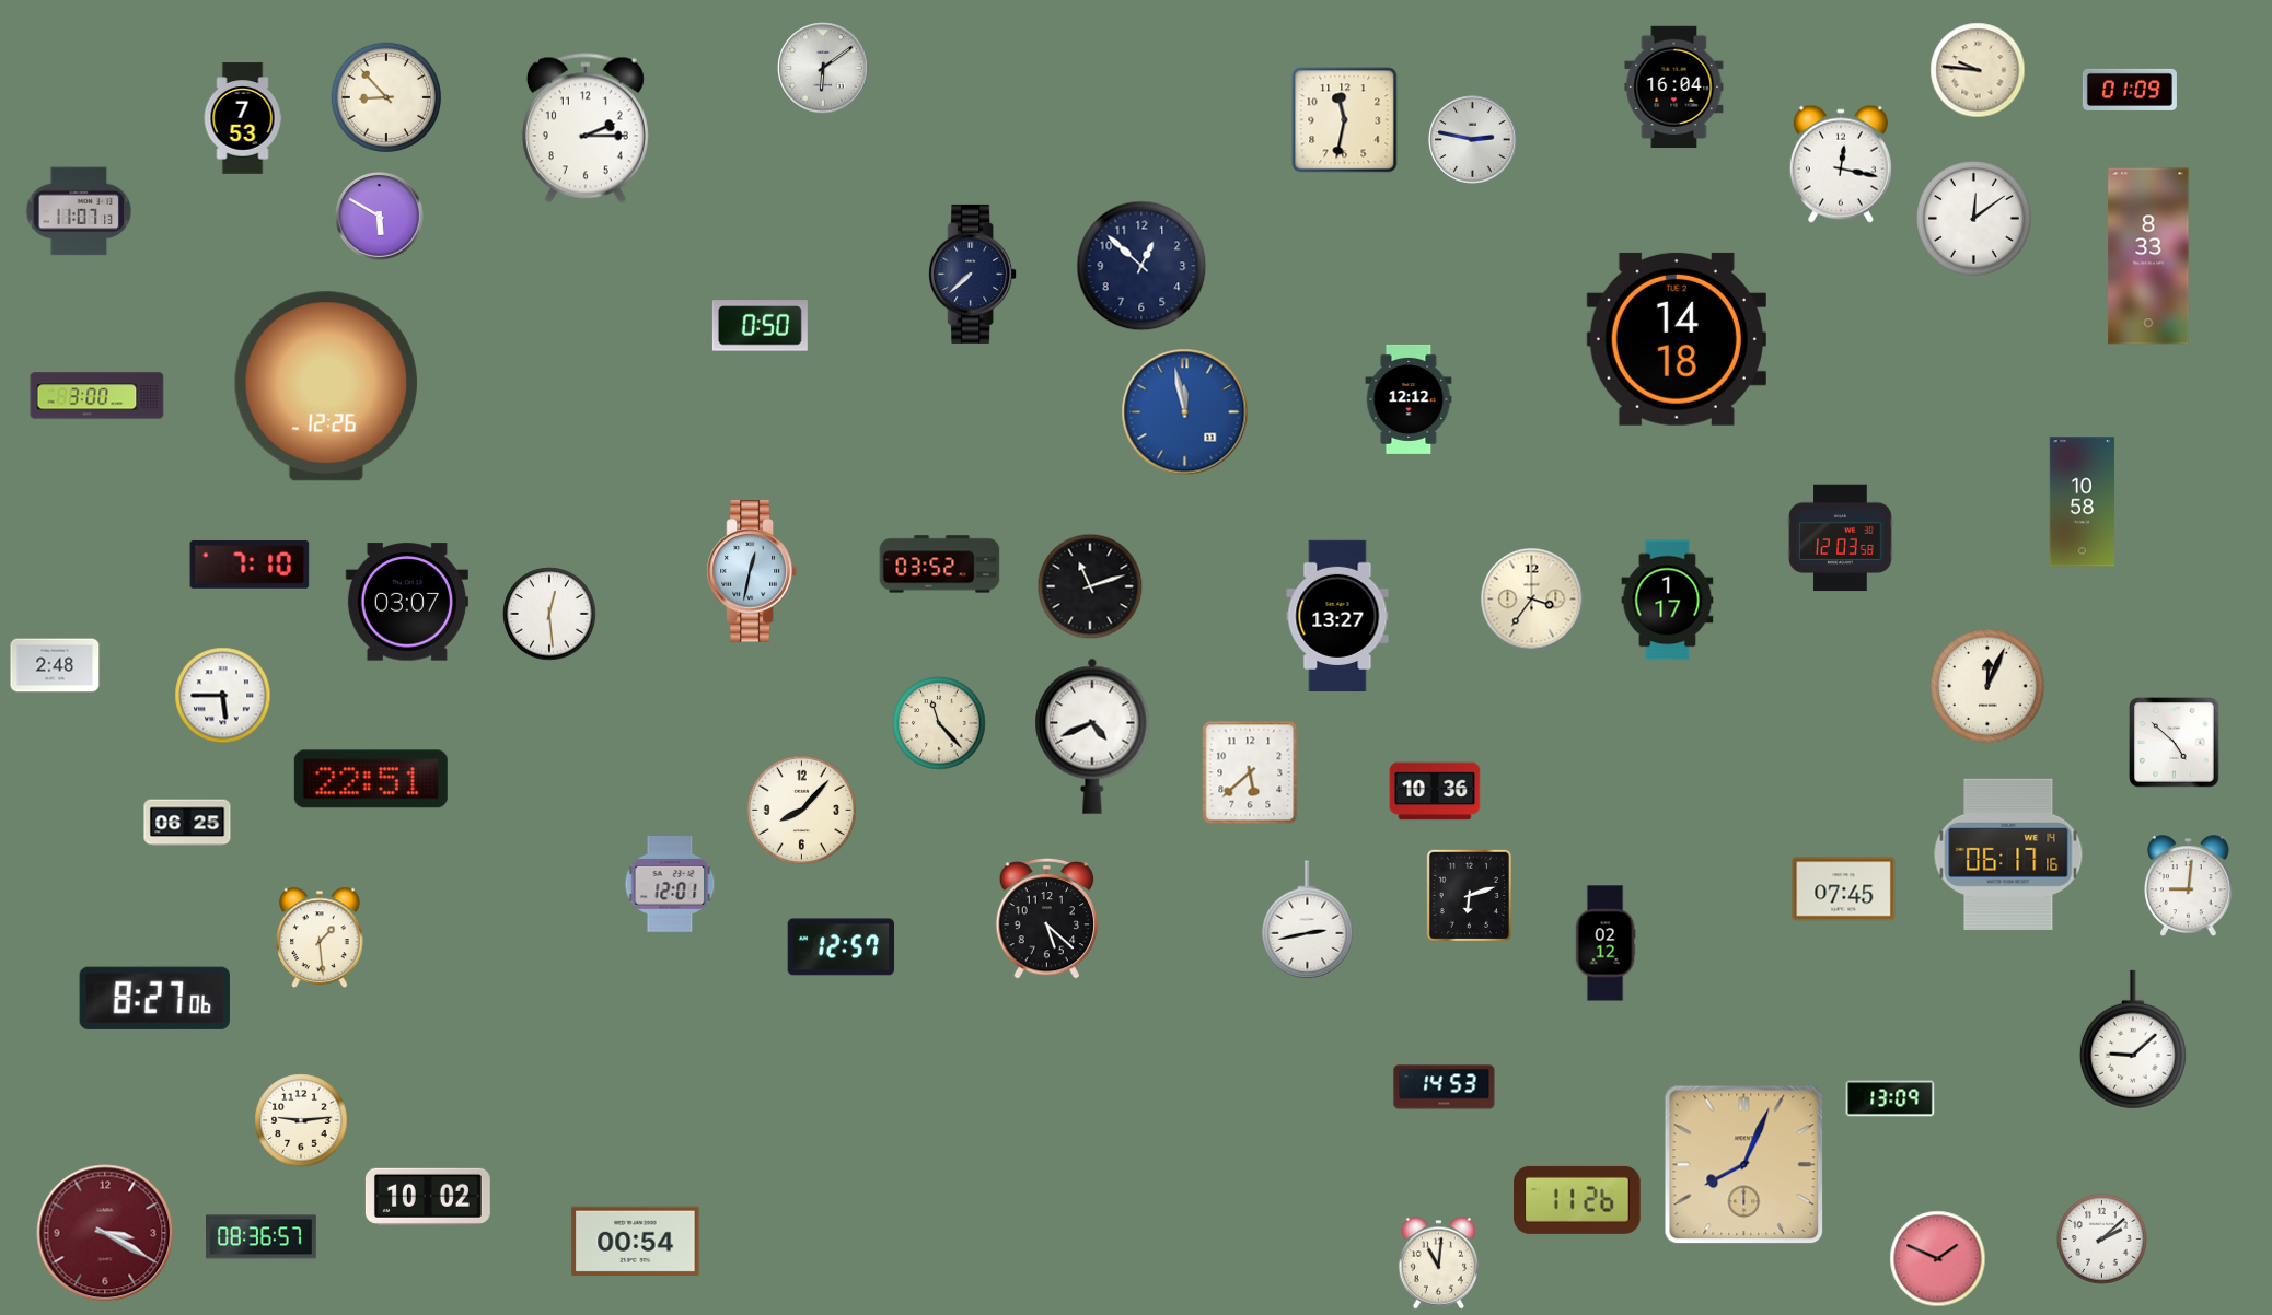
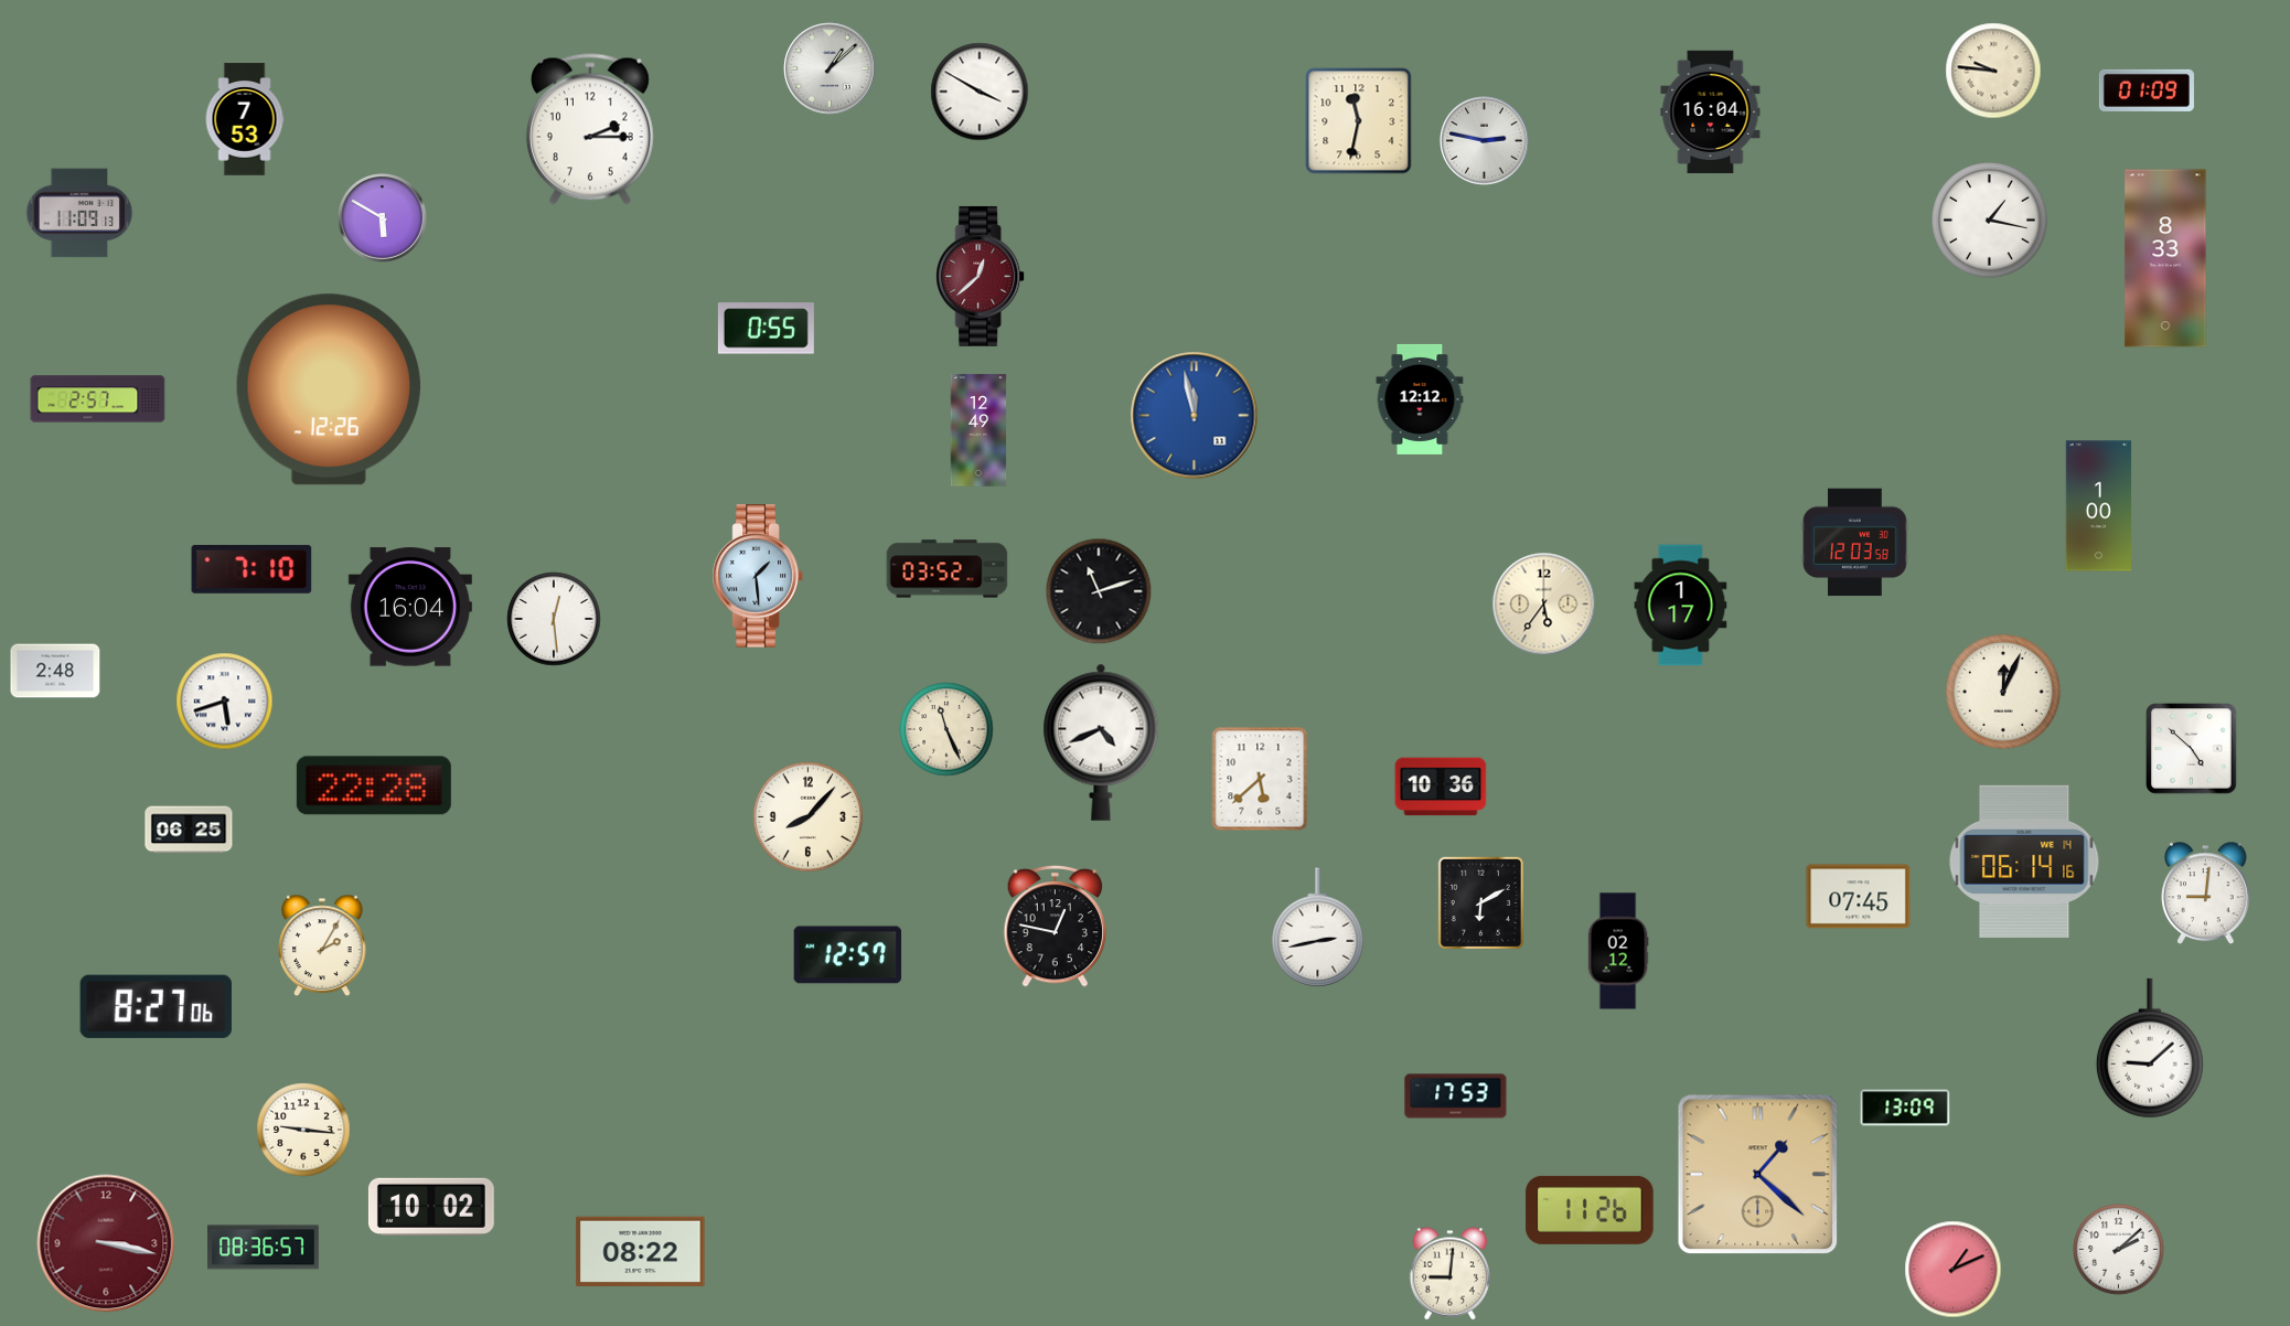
clock at (823, 68): 6:09 -> 1:08
clock at (1674, 88) position: (1674, 88) -> (1711, 113)
clock at (980, 92): none -> 3:50
clock at (386, 97): 8:53 -> none
clock at (1345, 120) position: (1345, 120) -> (1359, 121)
clock at (1841, 164): 12:17 -> none
clock at (79, 211): 11:07 -> 11:09
clock at (1974, 219): 12:09 -> 1:17
clock at (1141, 266): 12:52 -> none
clock at (973, 274): 7:38 -> 12:38
clock at (973, 274) dial: navy -> burgundy
clock at (760, 326): 0:50 -> 0:55
clock at (1677, 339): 14:18 -> none
clock at (97, 396): 3:00 -> 2:57
clock at (1409, 399) position: (1409, 399) -> (1420, 399)
clock at (978, 430): none -> 12:49
clock at (2082, 502): 10:58 -> 1:00
clock at (752, 571): 12:32 -> 1:29
clock at (1532, 600): 3:36 -> 5:36
clock at (407, 602): 03:07 -> 16:04
clock at (1337, 615): 13:27 -> none
clock at (223, 696): 5:45 -> 5:42
clock at (939, 723): 11:23 -> 11:26
clock at (371, 779): 22:51 -> 22:28
clock at (1435, 791) position: (1435, 791) -> (1441, 787)
clock at (2008, 854): 06:17 -> 06:14
clock at (670, 885): 12:01 -> none
clock at (1469, 895): 6:12 -> 6:10
clock at (1047, 918): 5:22 -> 12:47
clock at (320, 938): 1:29 -> 2:05
clock at (1445, 1087): 14:53 -> 17:53
clock at (301, 1120): 9:14 -> 9:16
clock at (1744, 1165): 8:04 -> 1:22
clock at (105, 1233): 3:20 -> 3:17
clock at (636, 1241): 00:54 -> 08:22
clock at (1938, 1259): 1:49 -> 1:11
clock at (1438, 1264): 11:01 -> 9:01
